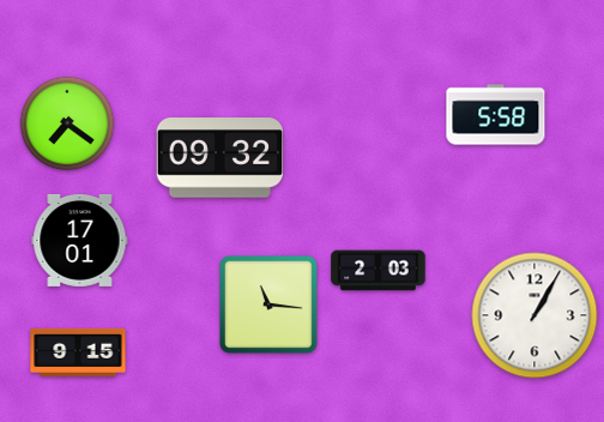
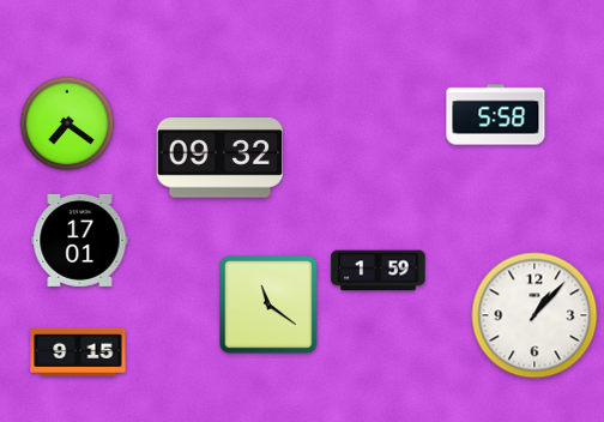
clock at (379, 271): 2:03 -> 1:59
clock at (270, 306): 11:16 -> 11:21
clock at (534, 315): 1:05 -> 1:07
